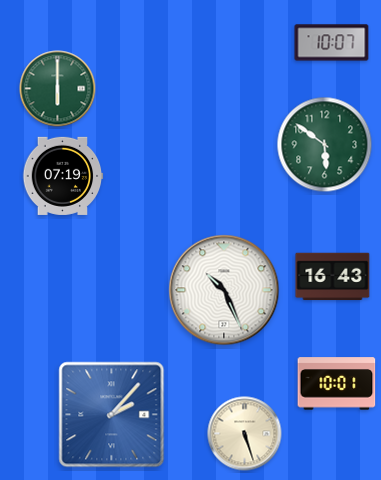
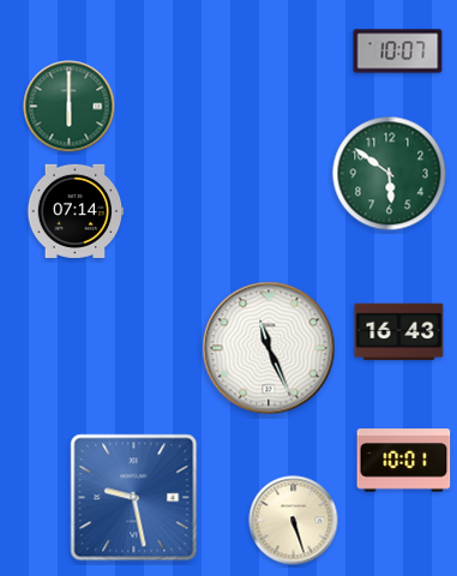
clock at (63, 176): 07:19 -> 07:14
clock at (224, 290): 10:26 -> 11:26
clock at (112, 415): 2:07 -> 9:28
